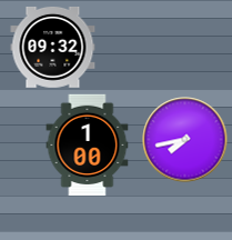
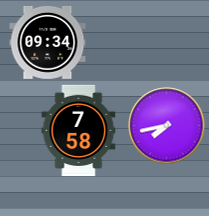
clock at (53, 47): 09:32 -> 09:34
clock at (88, 146): 1:00 -> 7:58
